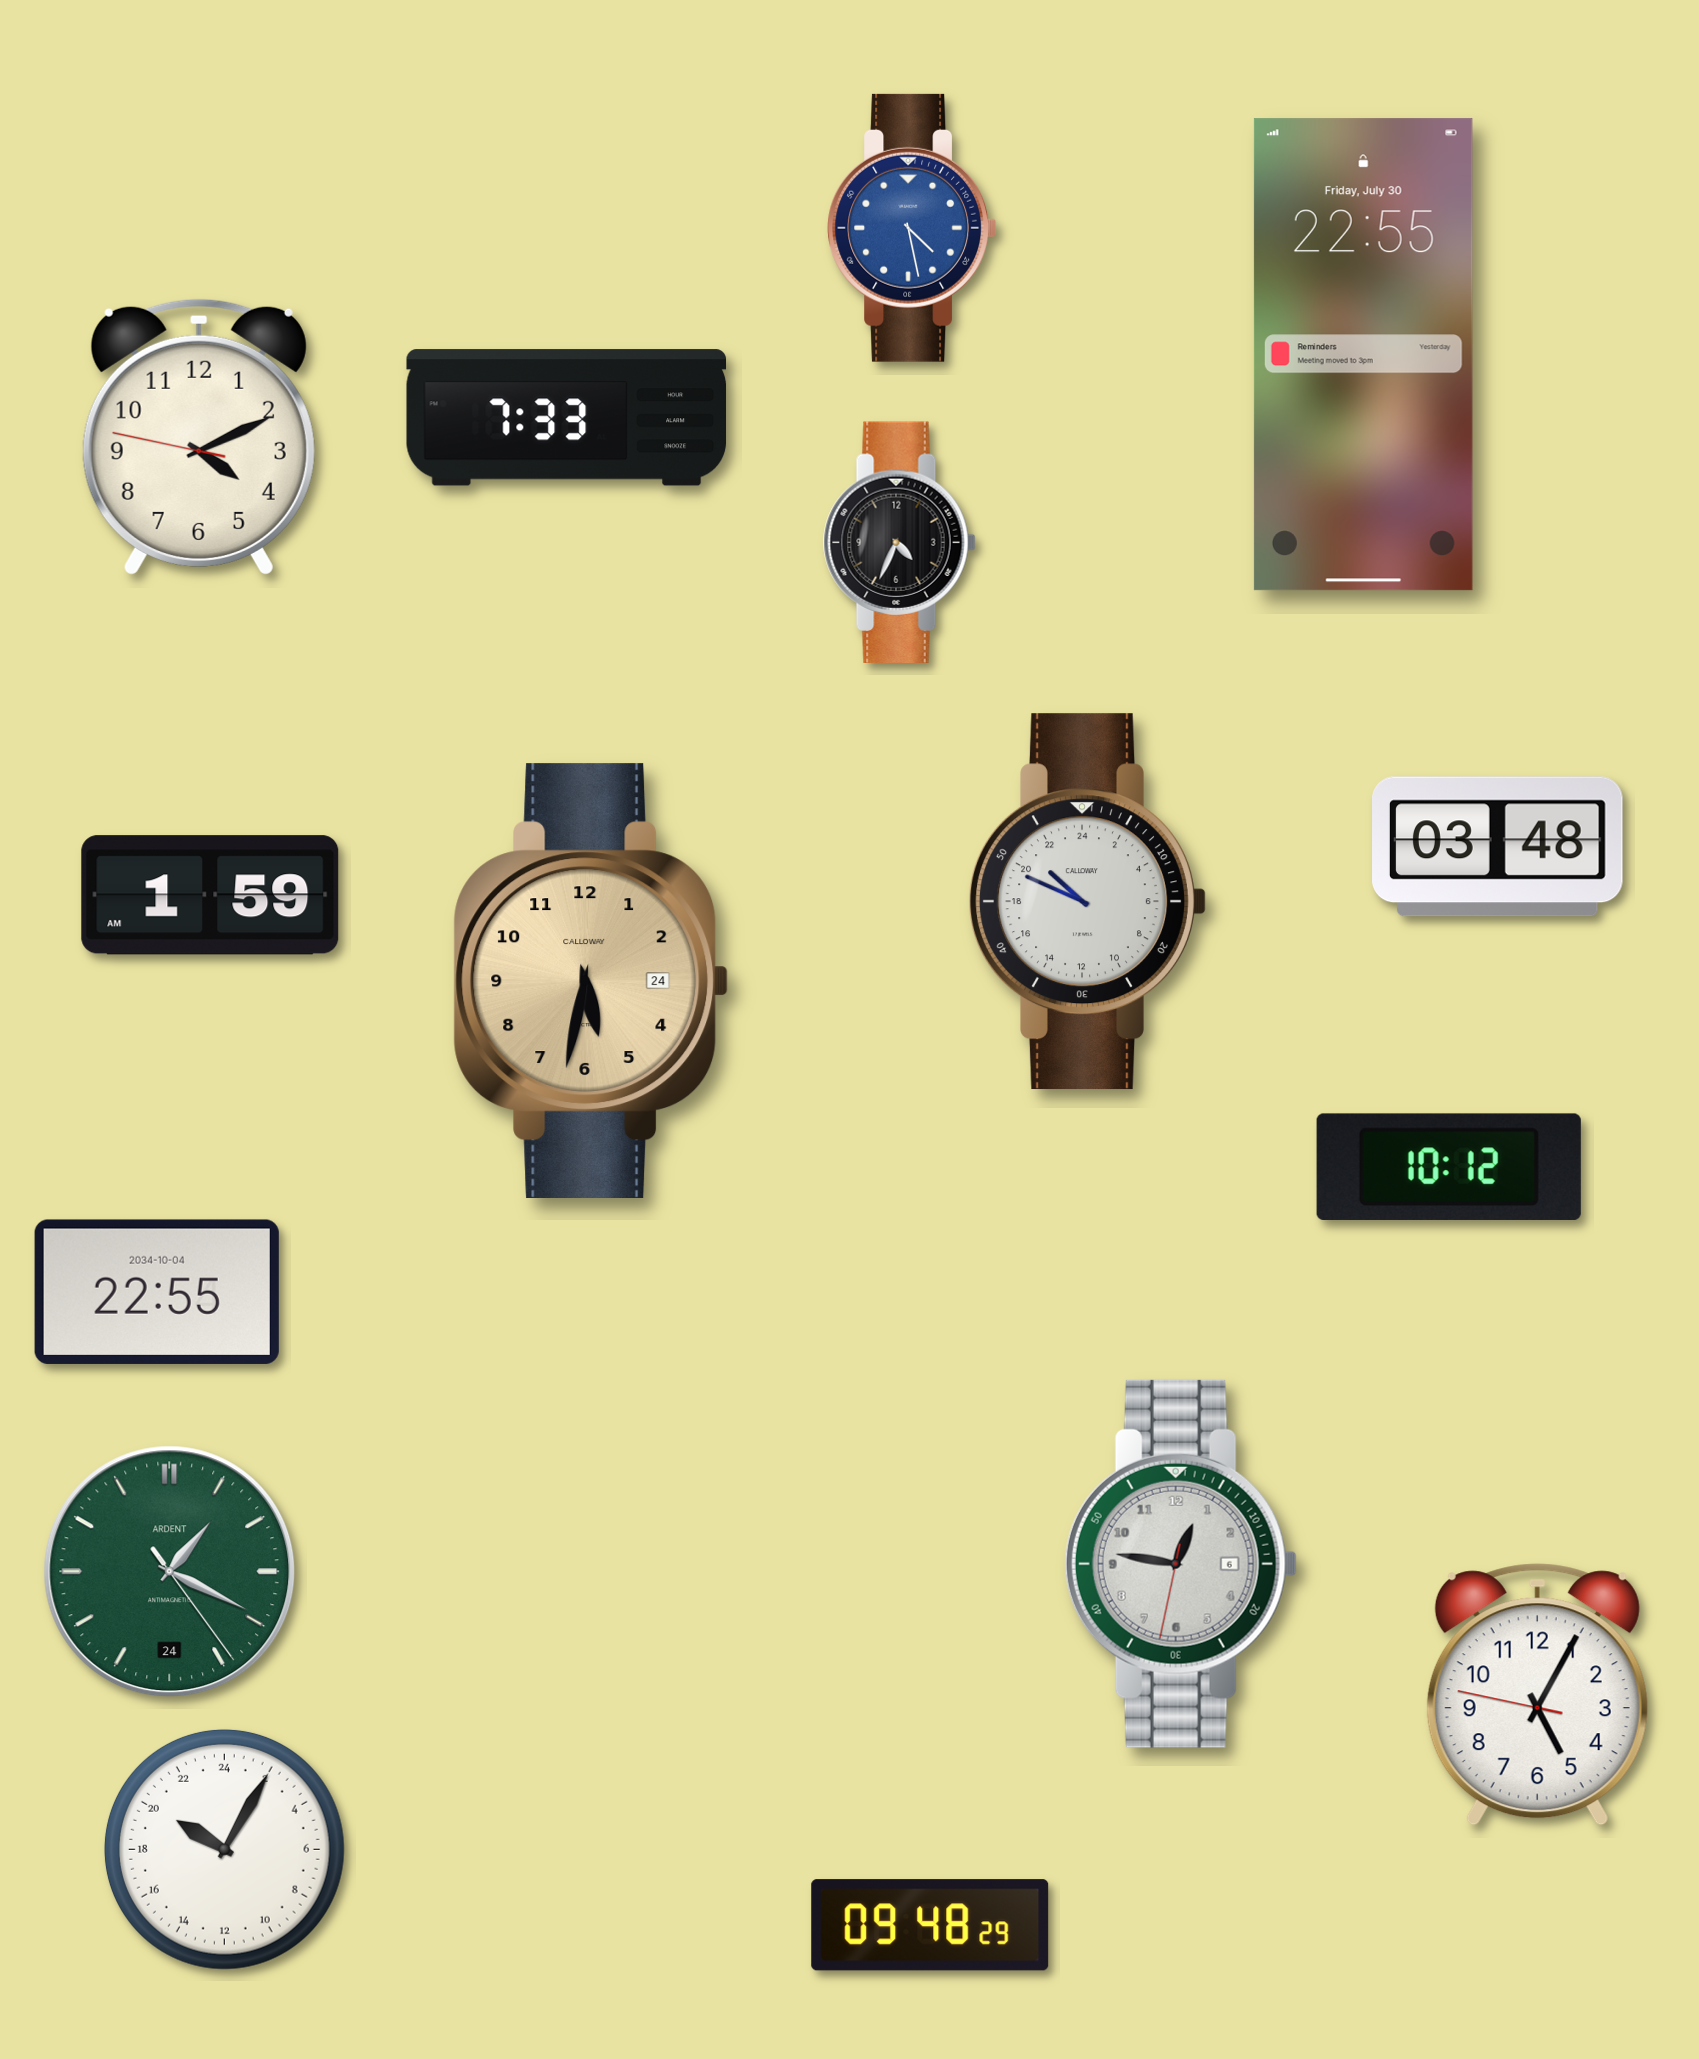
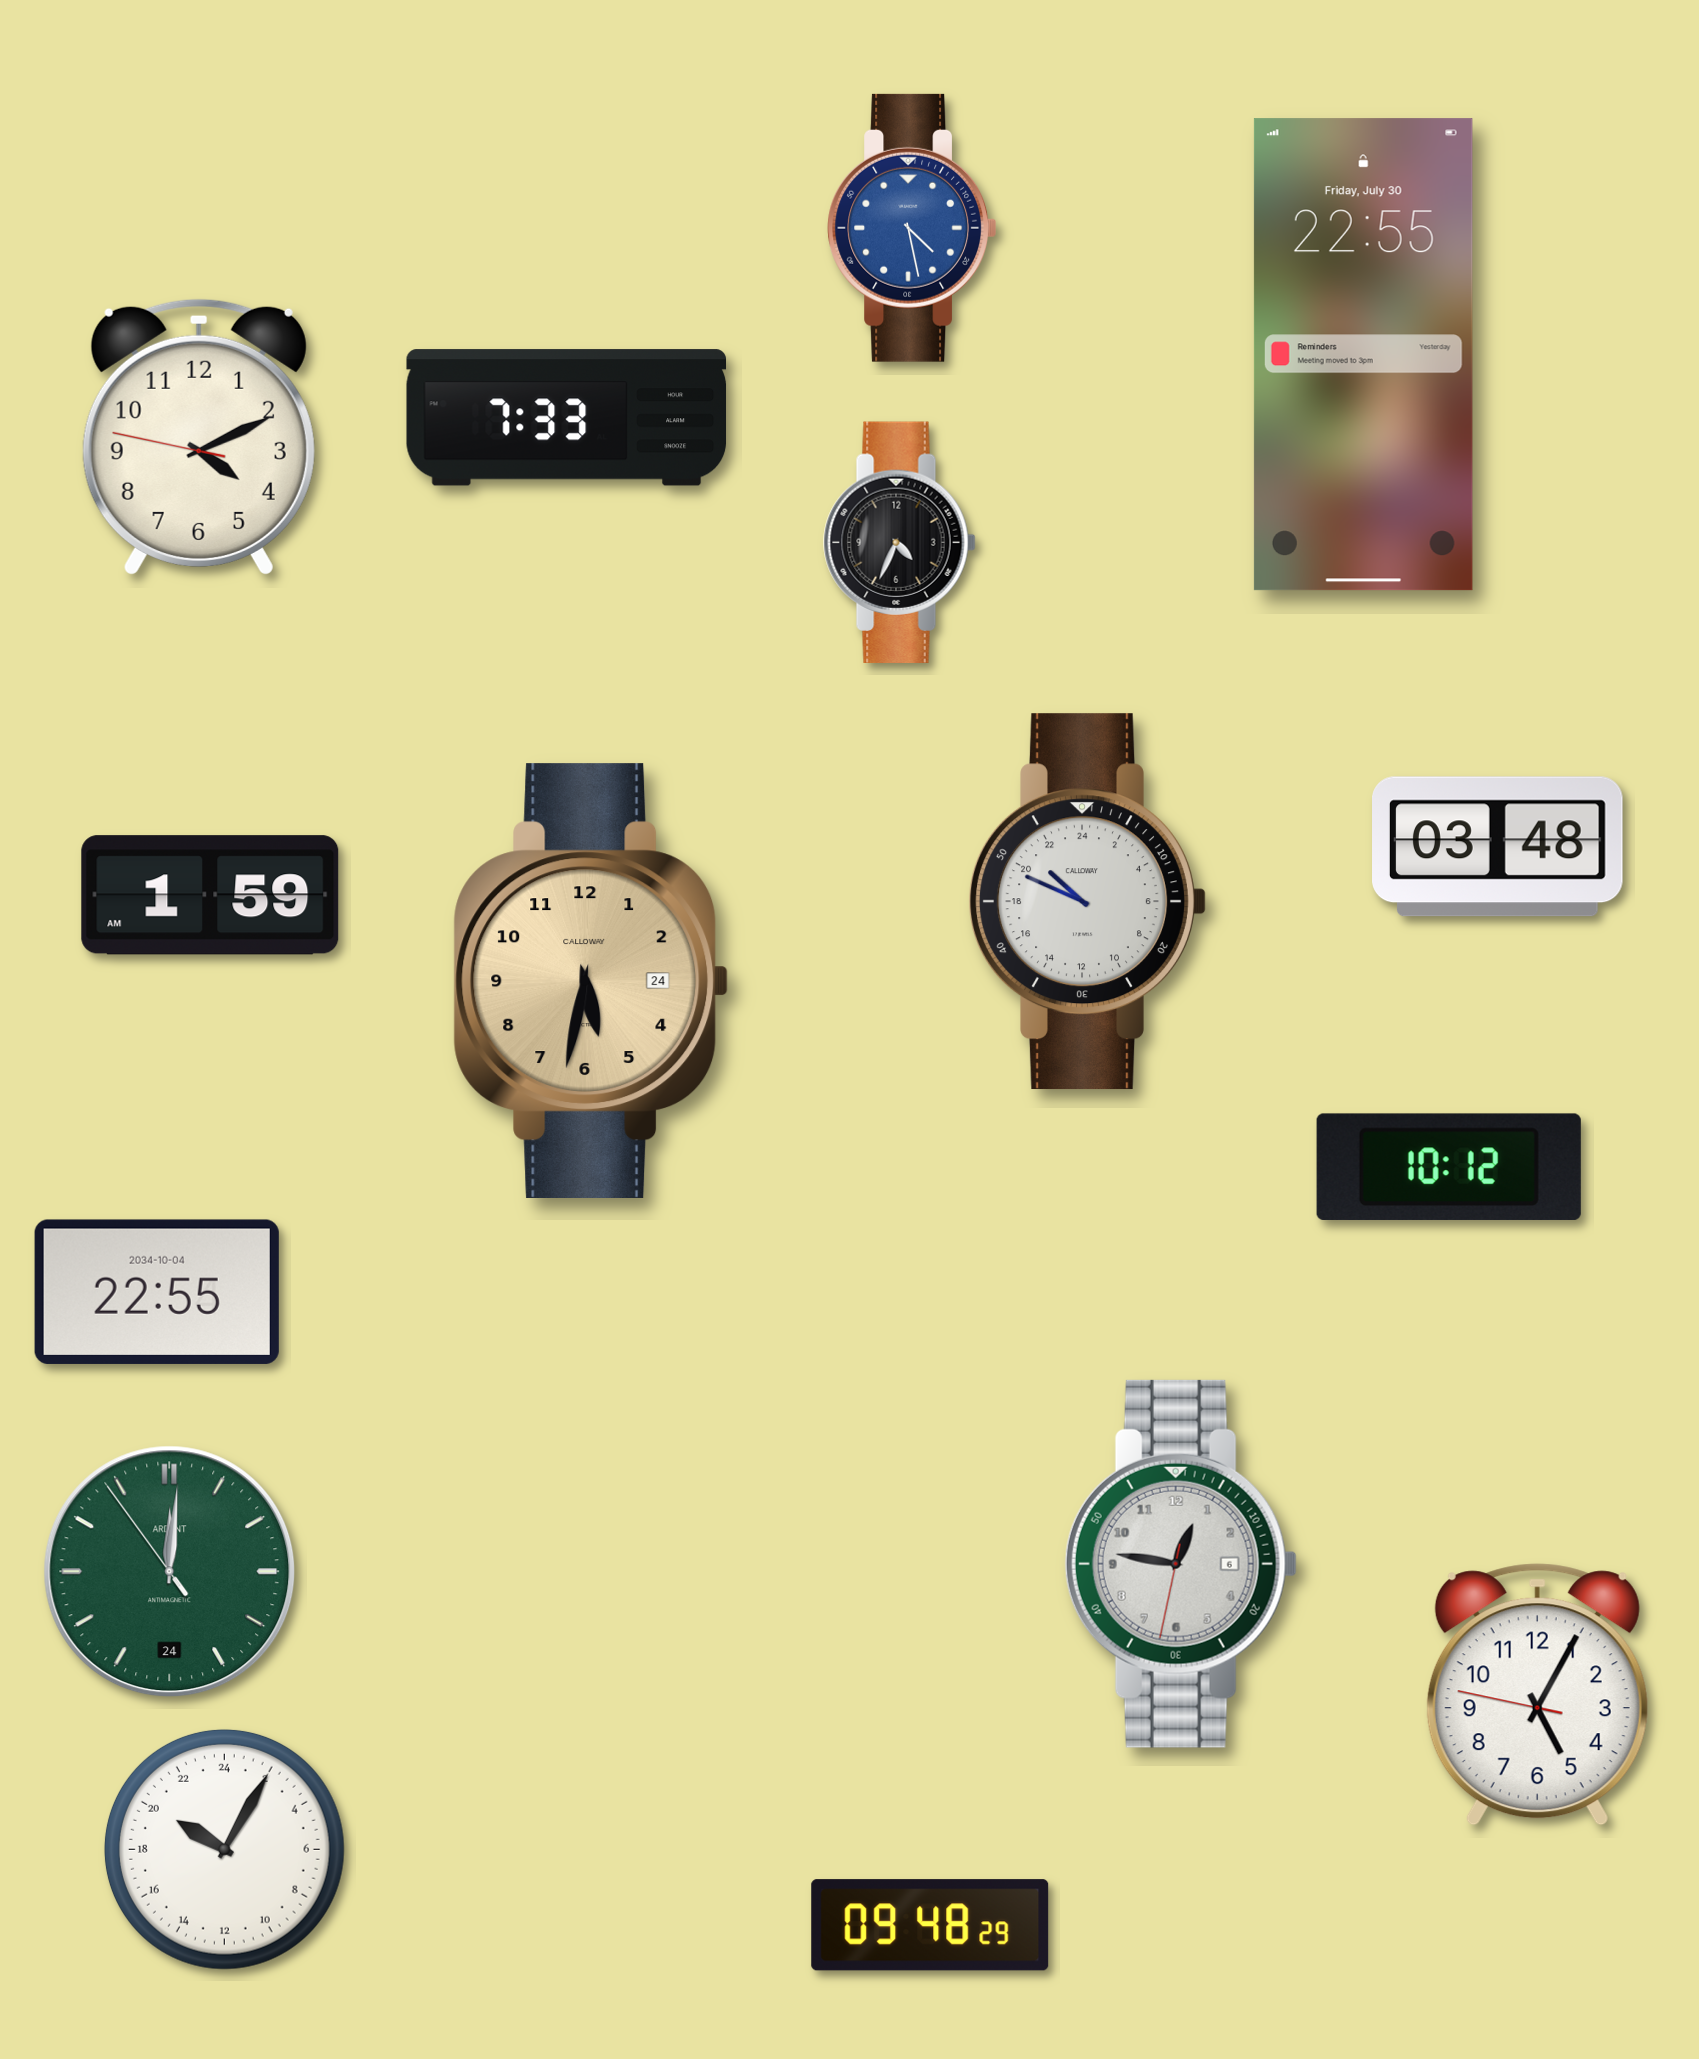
clock at (170, 1572): 1:19 -> 12:00
